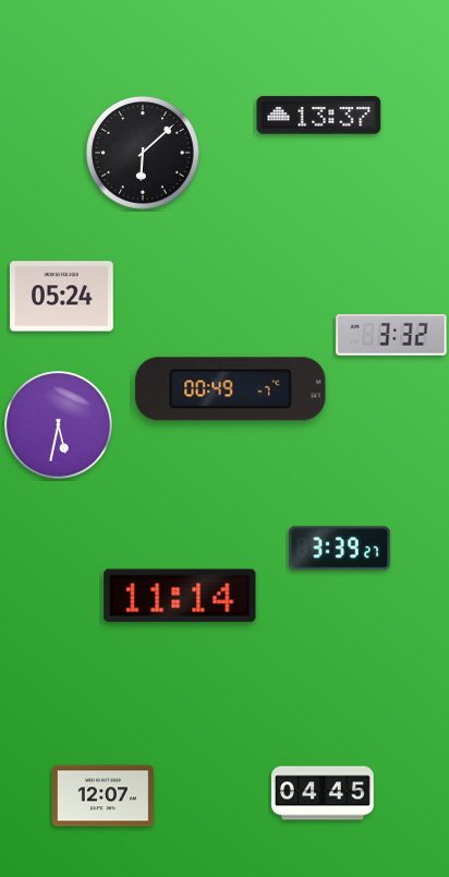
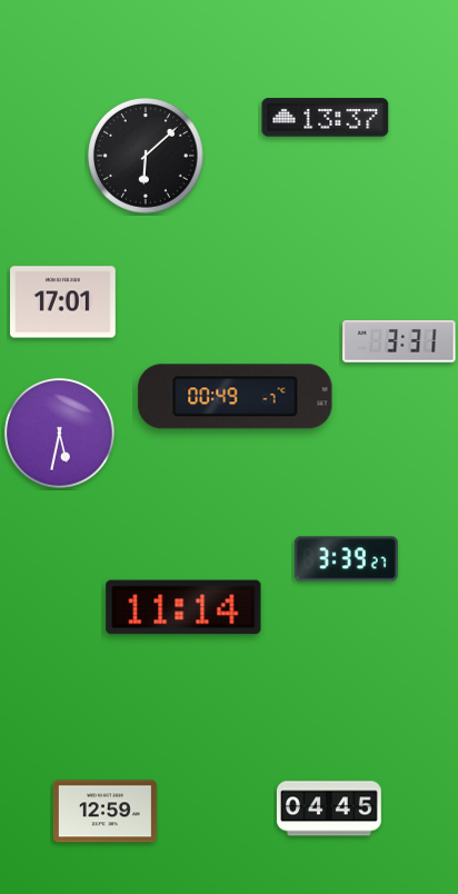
clock at (62, 297): 05:24 -> 17:01
clock at (391, 336): 3:32 -> 3:31
clock at (102, 796): 12:07 -> 12:59
